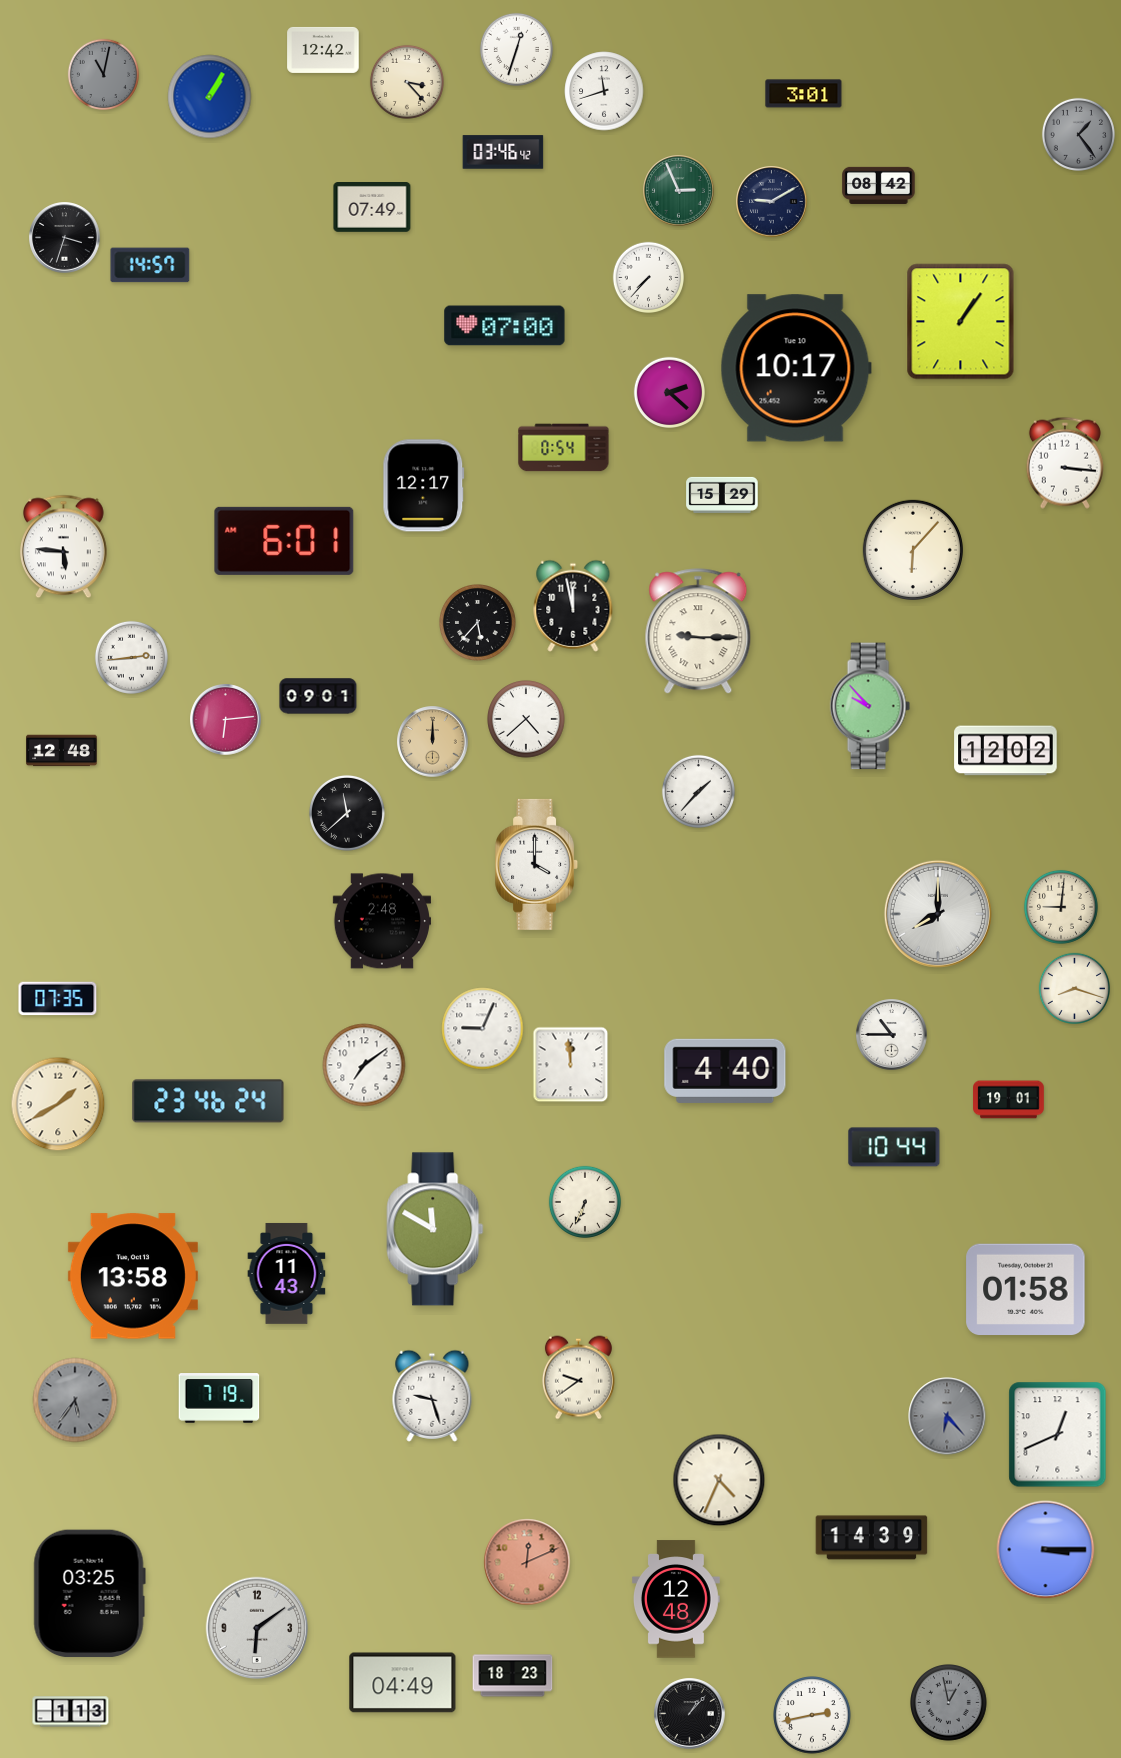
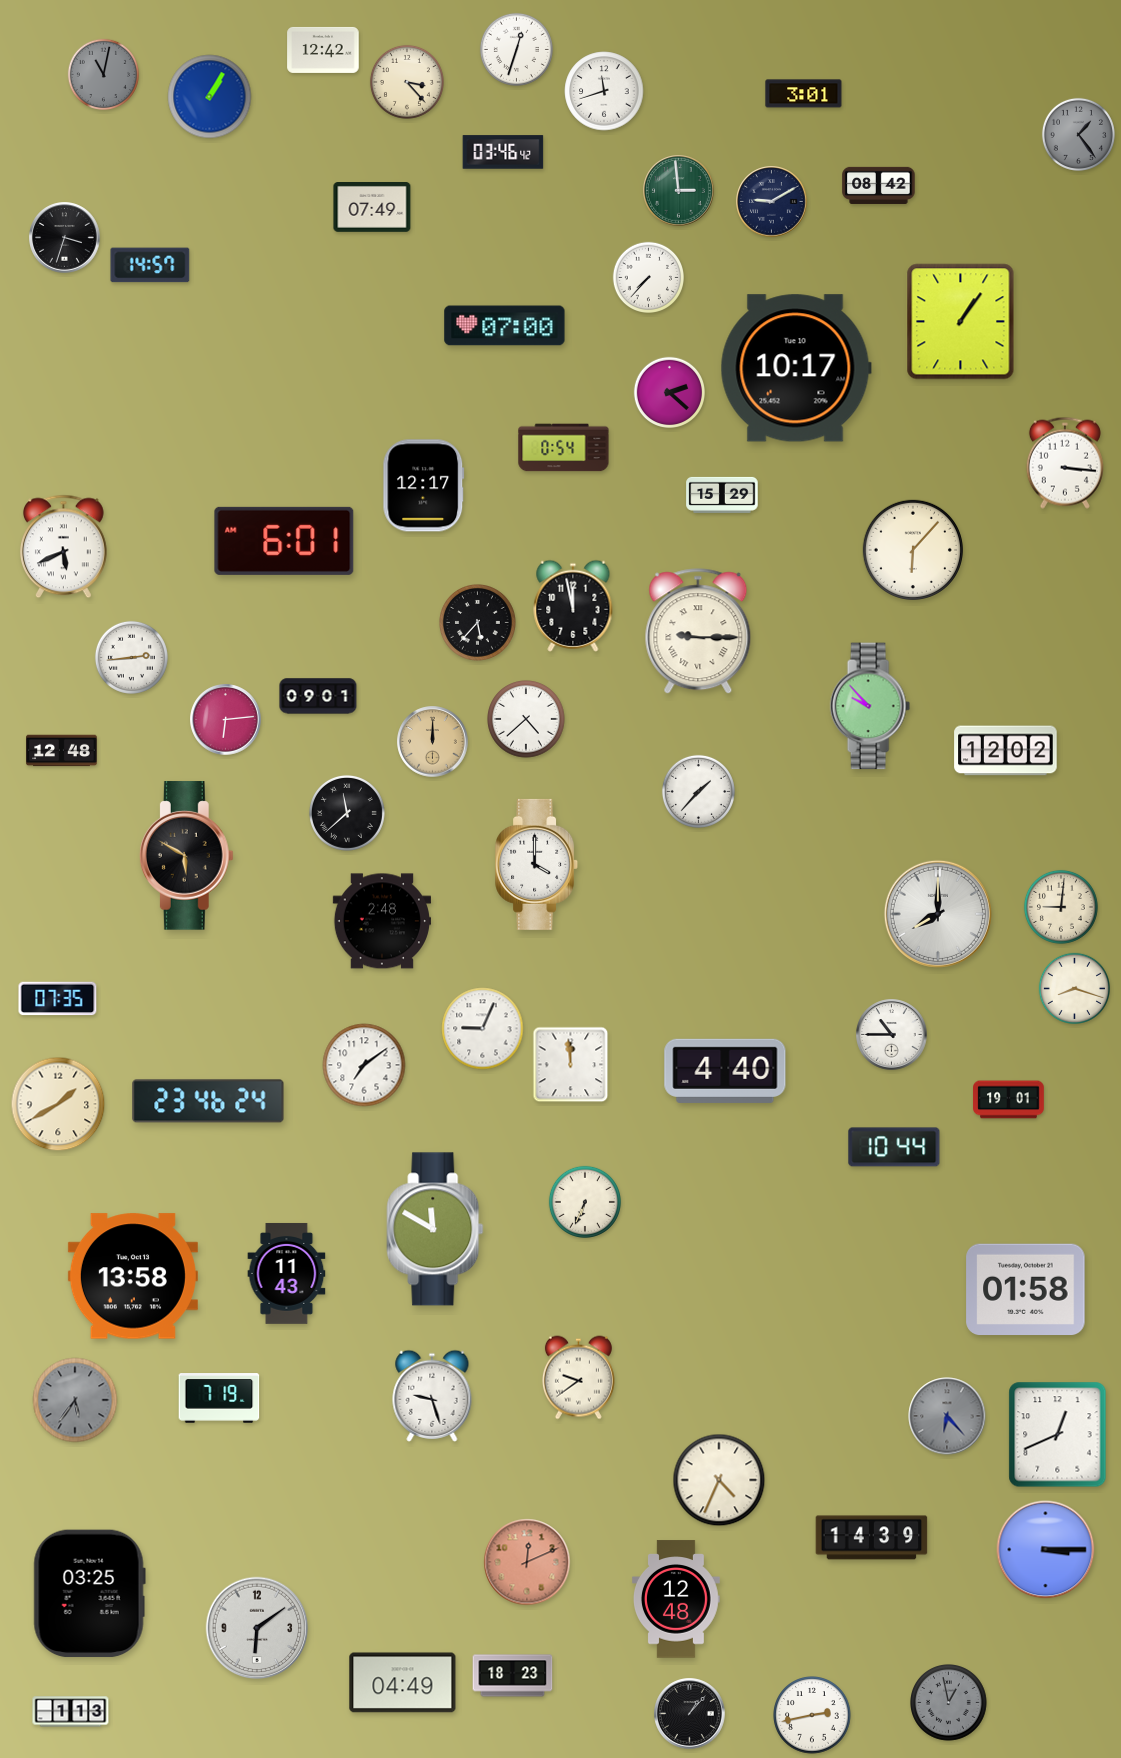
clock at (679, 191): 2:56 -> 2:59
clock at (63, 547): 5:46 -> 5:41
clock at (186, 856): none -> 5:50
